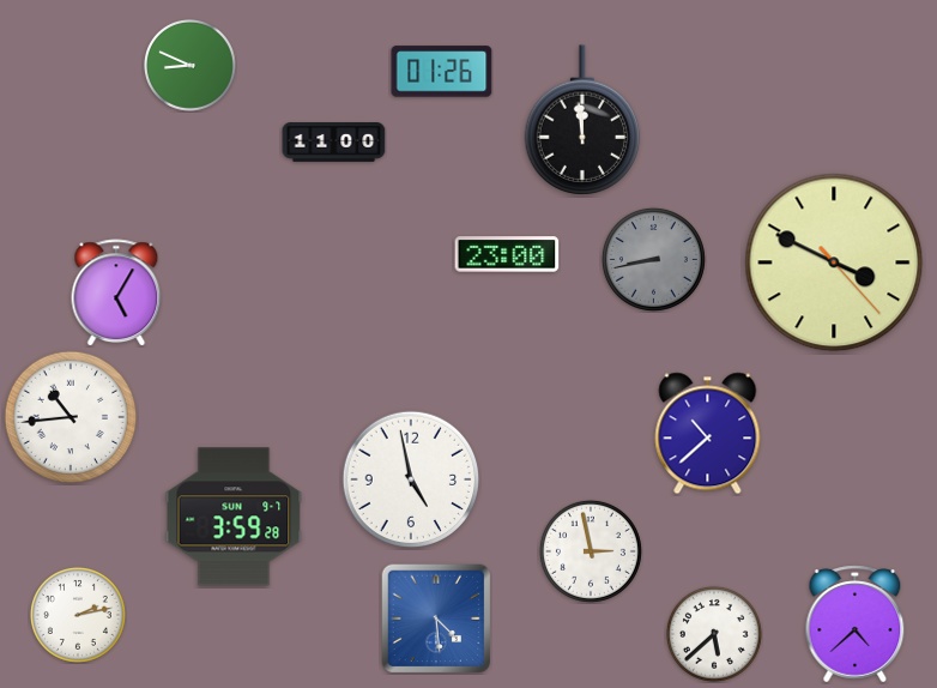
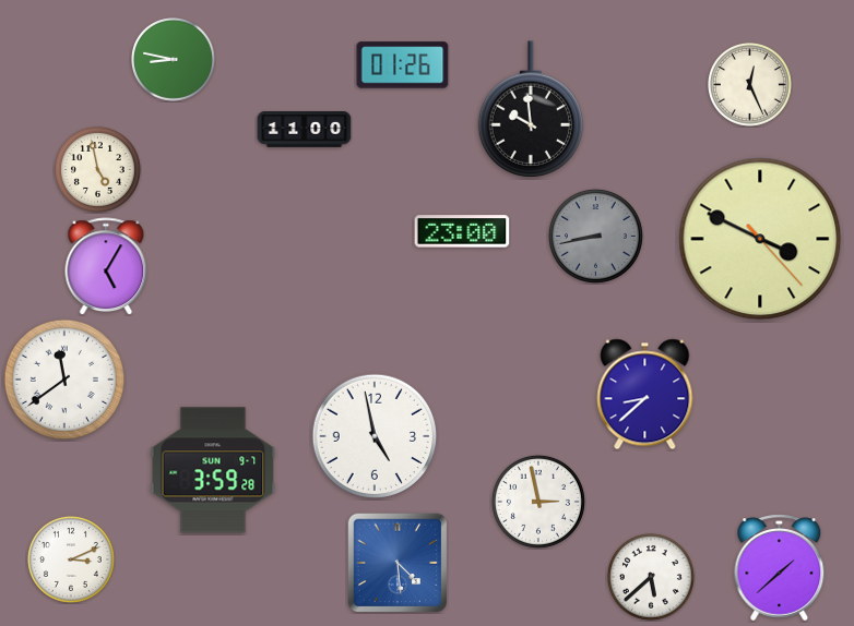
clock at (191, 66): 8:49 -> 8:47
clock at (750, 85): none -> 12:26
clock at (582, 120): 11:59 -> 9:59
clock at (97, 169): none -> 4:58
clock at (69, 416): 10:44 -> 11:39
clock at (708, 434): 10:38 -> 8:38
clock at (78, 615): 2:13 -> 3:11
clock at (856, 624): 4:38 -> 1:38
